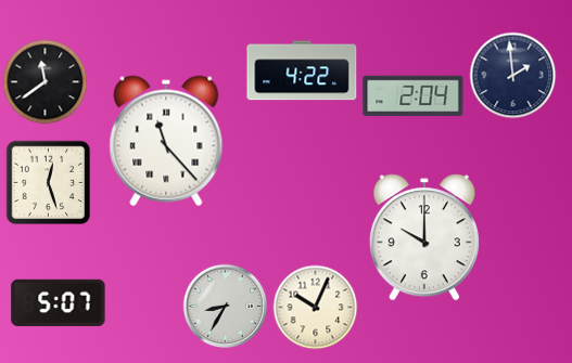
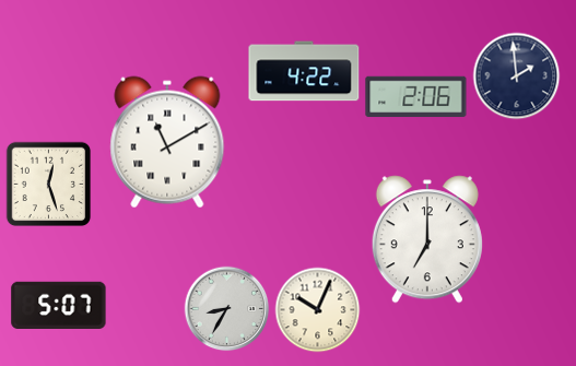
clock at (45, 81): 11:39 -> none
clock at (414, 96): 2:04 -> 2:06
clock at (166, 141): 11:23 -> 11:10
clock at (424, 237): 10:00 -> 7:00
